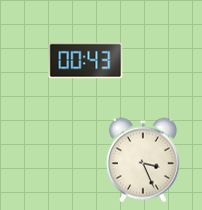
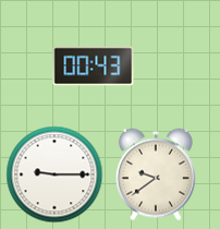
clock at (54, 174): none -> 9:15
clock at (143, 160): 3:26 -> 9:39
